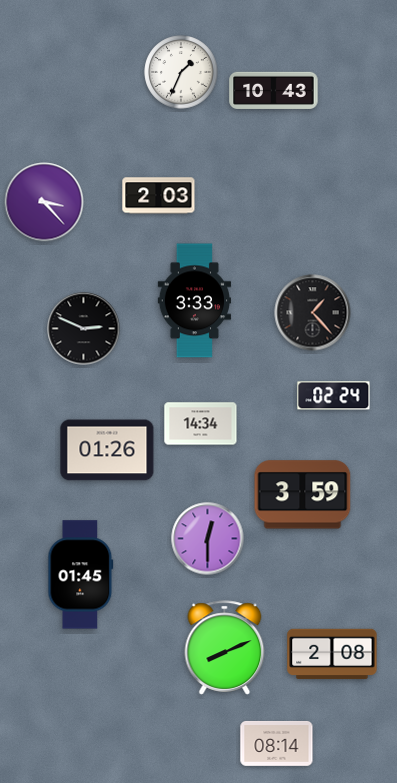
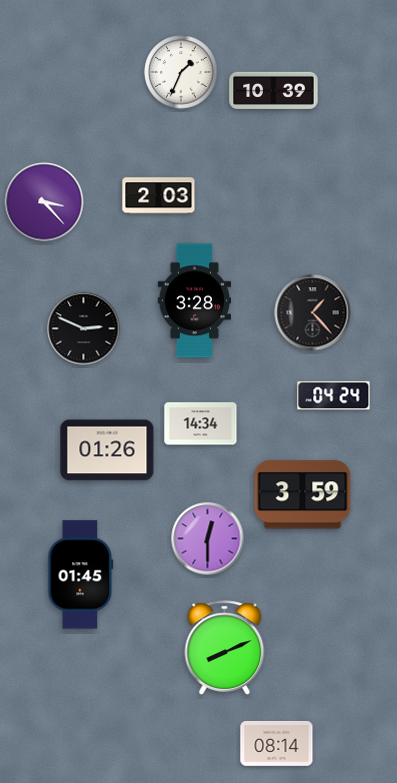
clock at (274, 90): 10:43 -> 10:39
clock at (195, 301): 3:33 -> 3:28
clock at (334, 396): 02:24 -> 04:24
clock at (332, 654): 2:08 -> none
